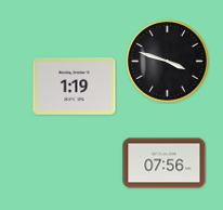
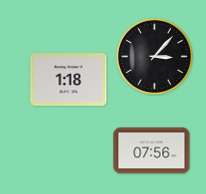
clock at (167, 61): 3:48 -> 3:07
clock at (75, 87): 1:19 -> 1:18
